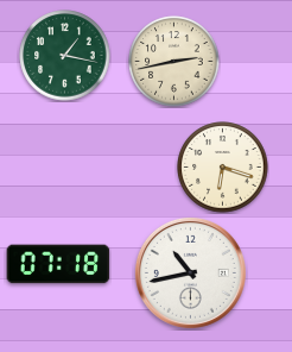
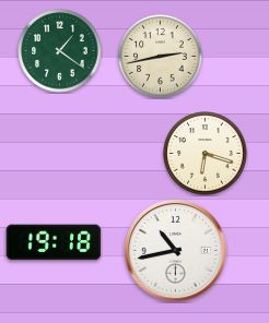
clock at (65, 56): 1:17 -> 1:21
clock at (58, 264): 07:18 -> 19:18
